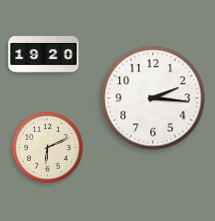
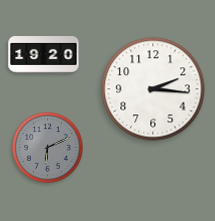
clock at (153, 98) position: (153, 98) -> (153, 89)
clock at (48, 148) dial: cream -> grey
